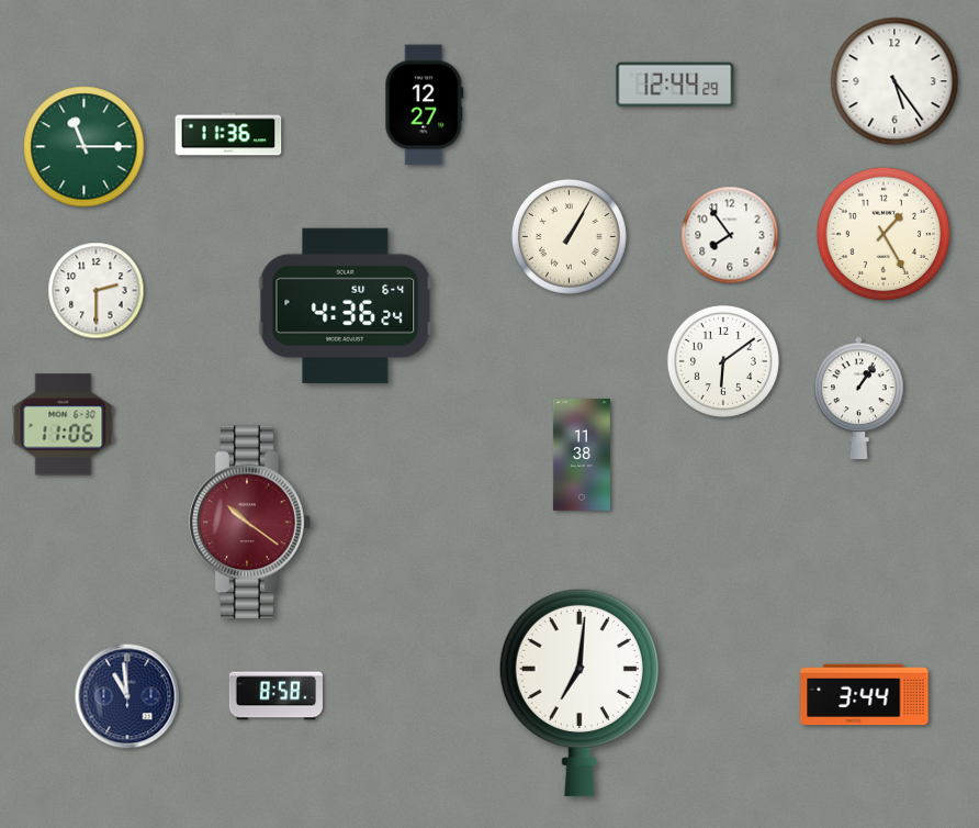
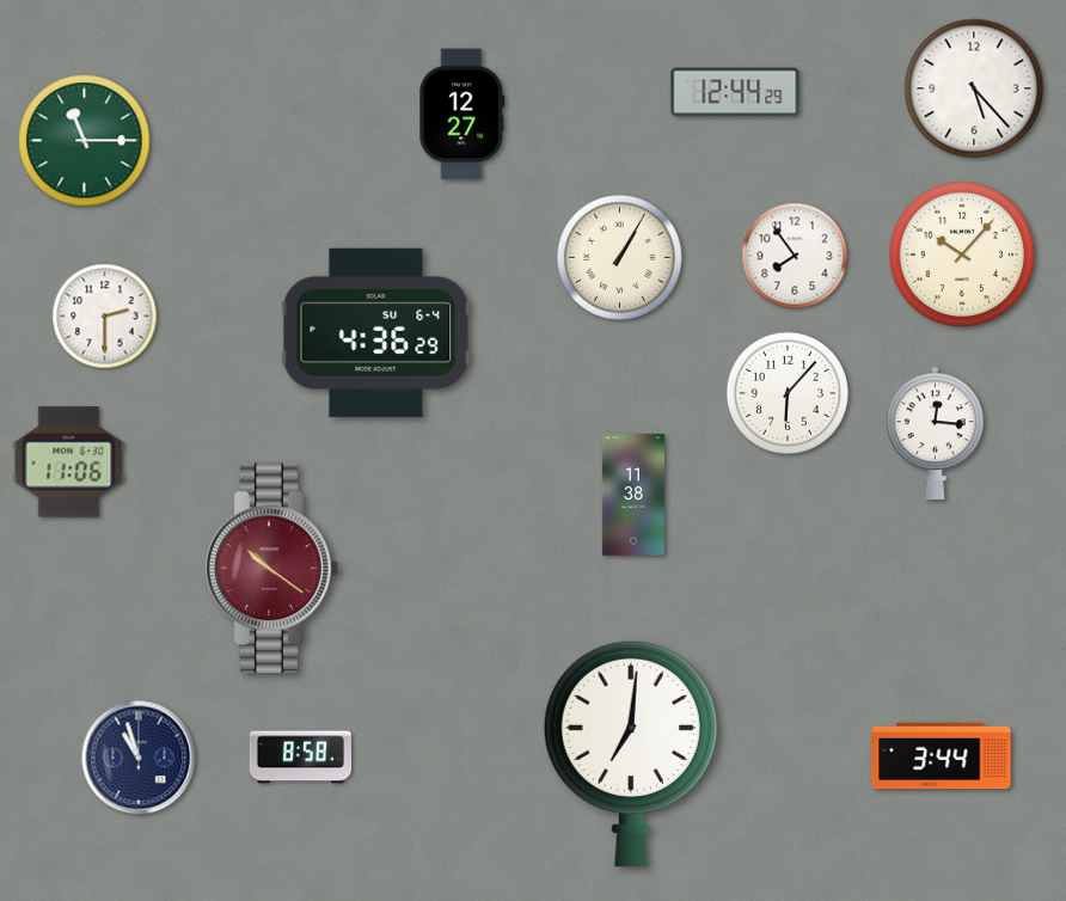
clock at (894, 81): 5:24 -> 5:23
clock at (228, 134): 11:36 -> none
clock at (85, 147) position: (85, 147) -> (85, 141)
clock at (884, 234): 1:25 -> 10:07
clock at (346, 305): 4:36:24 -> 4:36:29
clock at (723, 361): 6:09 -> 6:07
clock at (859, 399): 1:06 -> 12:16
clock at (127, 696): 10:59 -> 10:57
